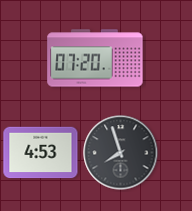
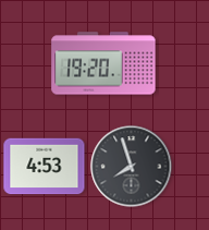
clock at (95, 58): 07:20 -> 19:20
